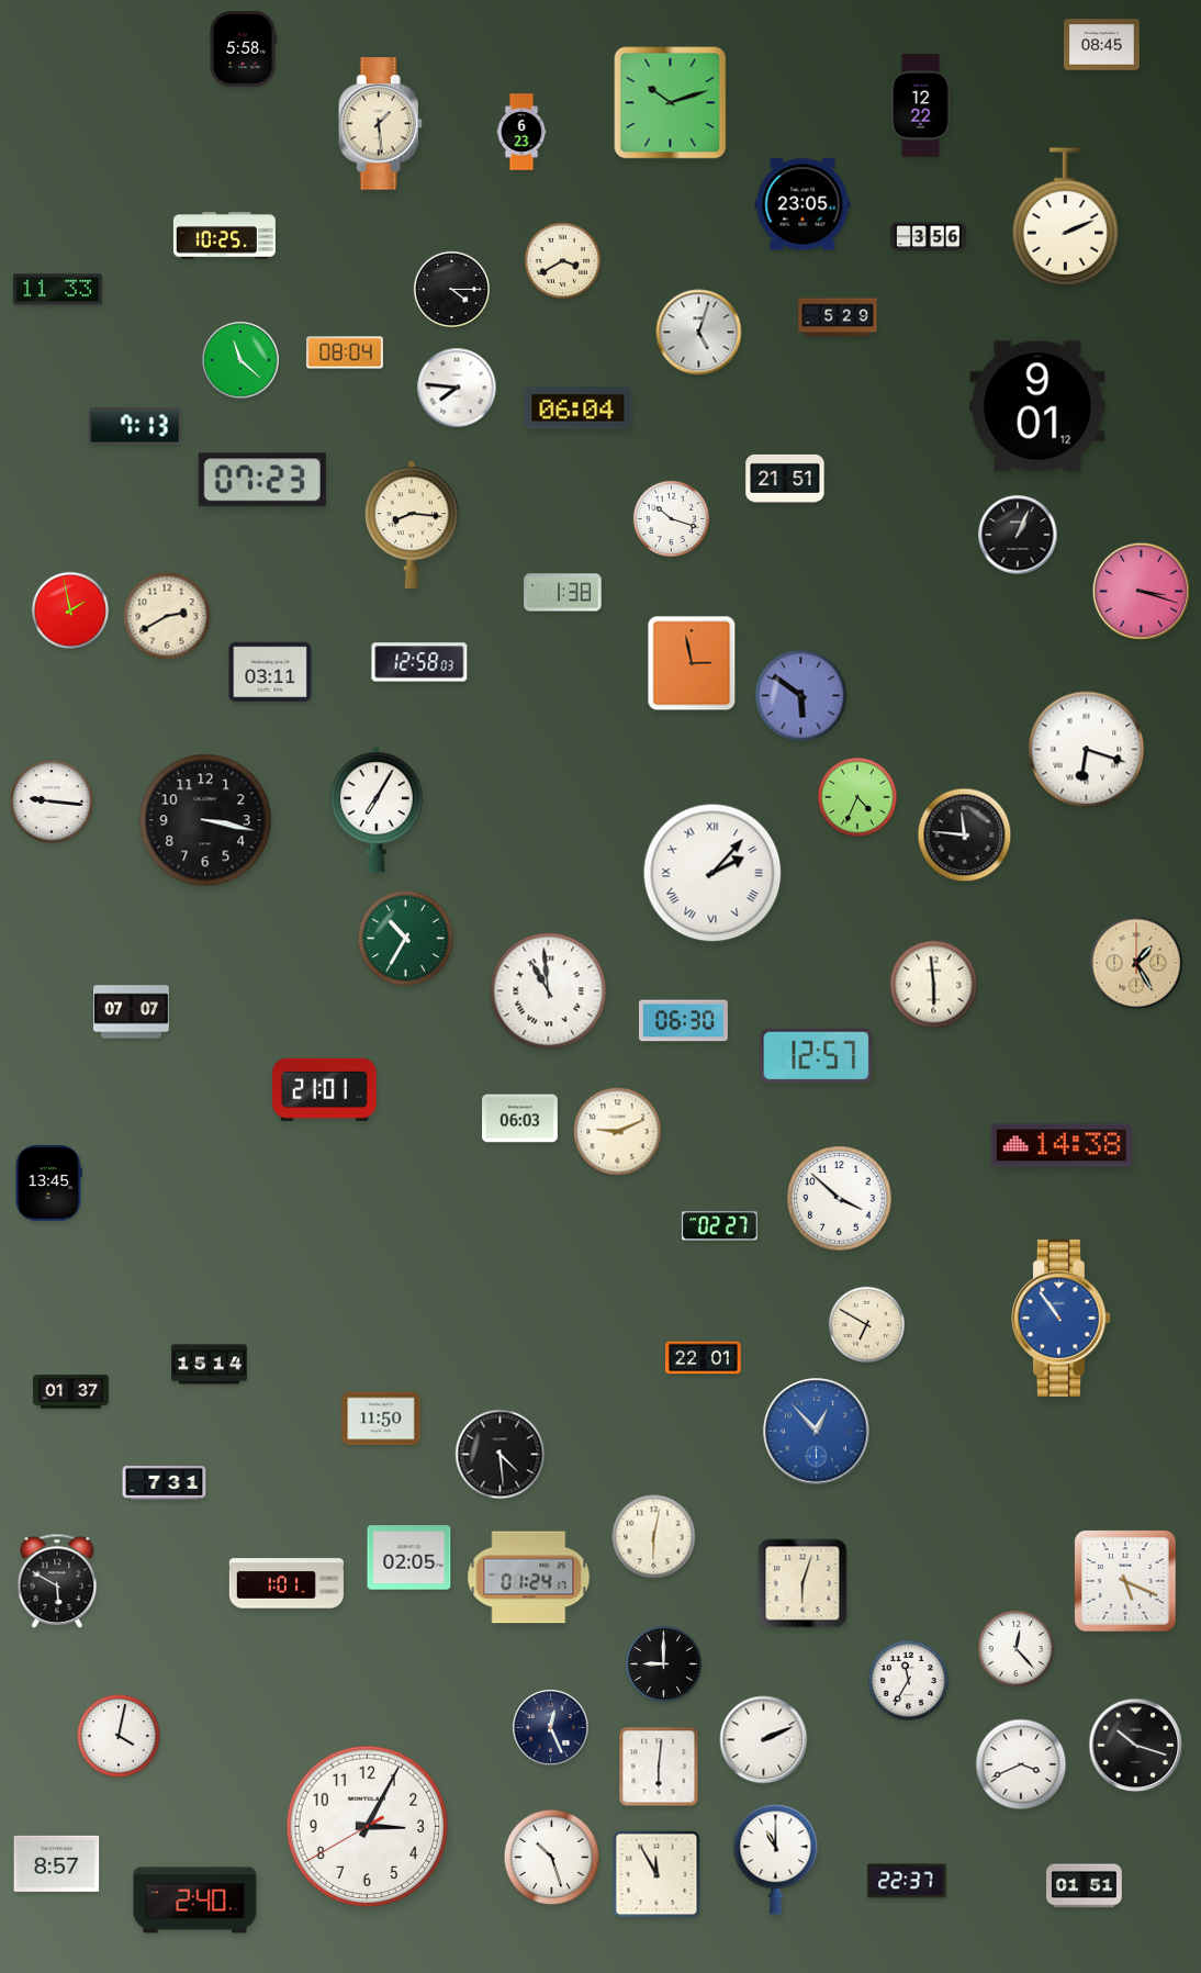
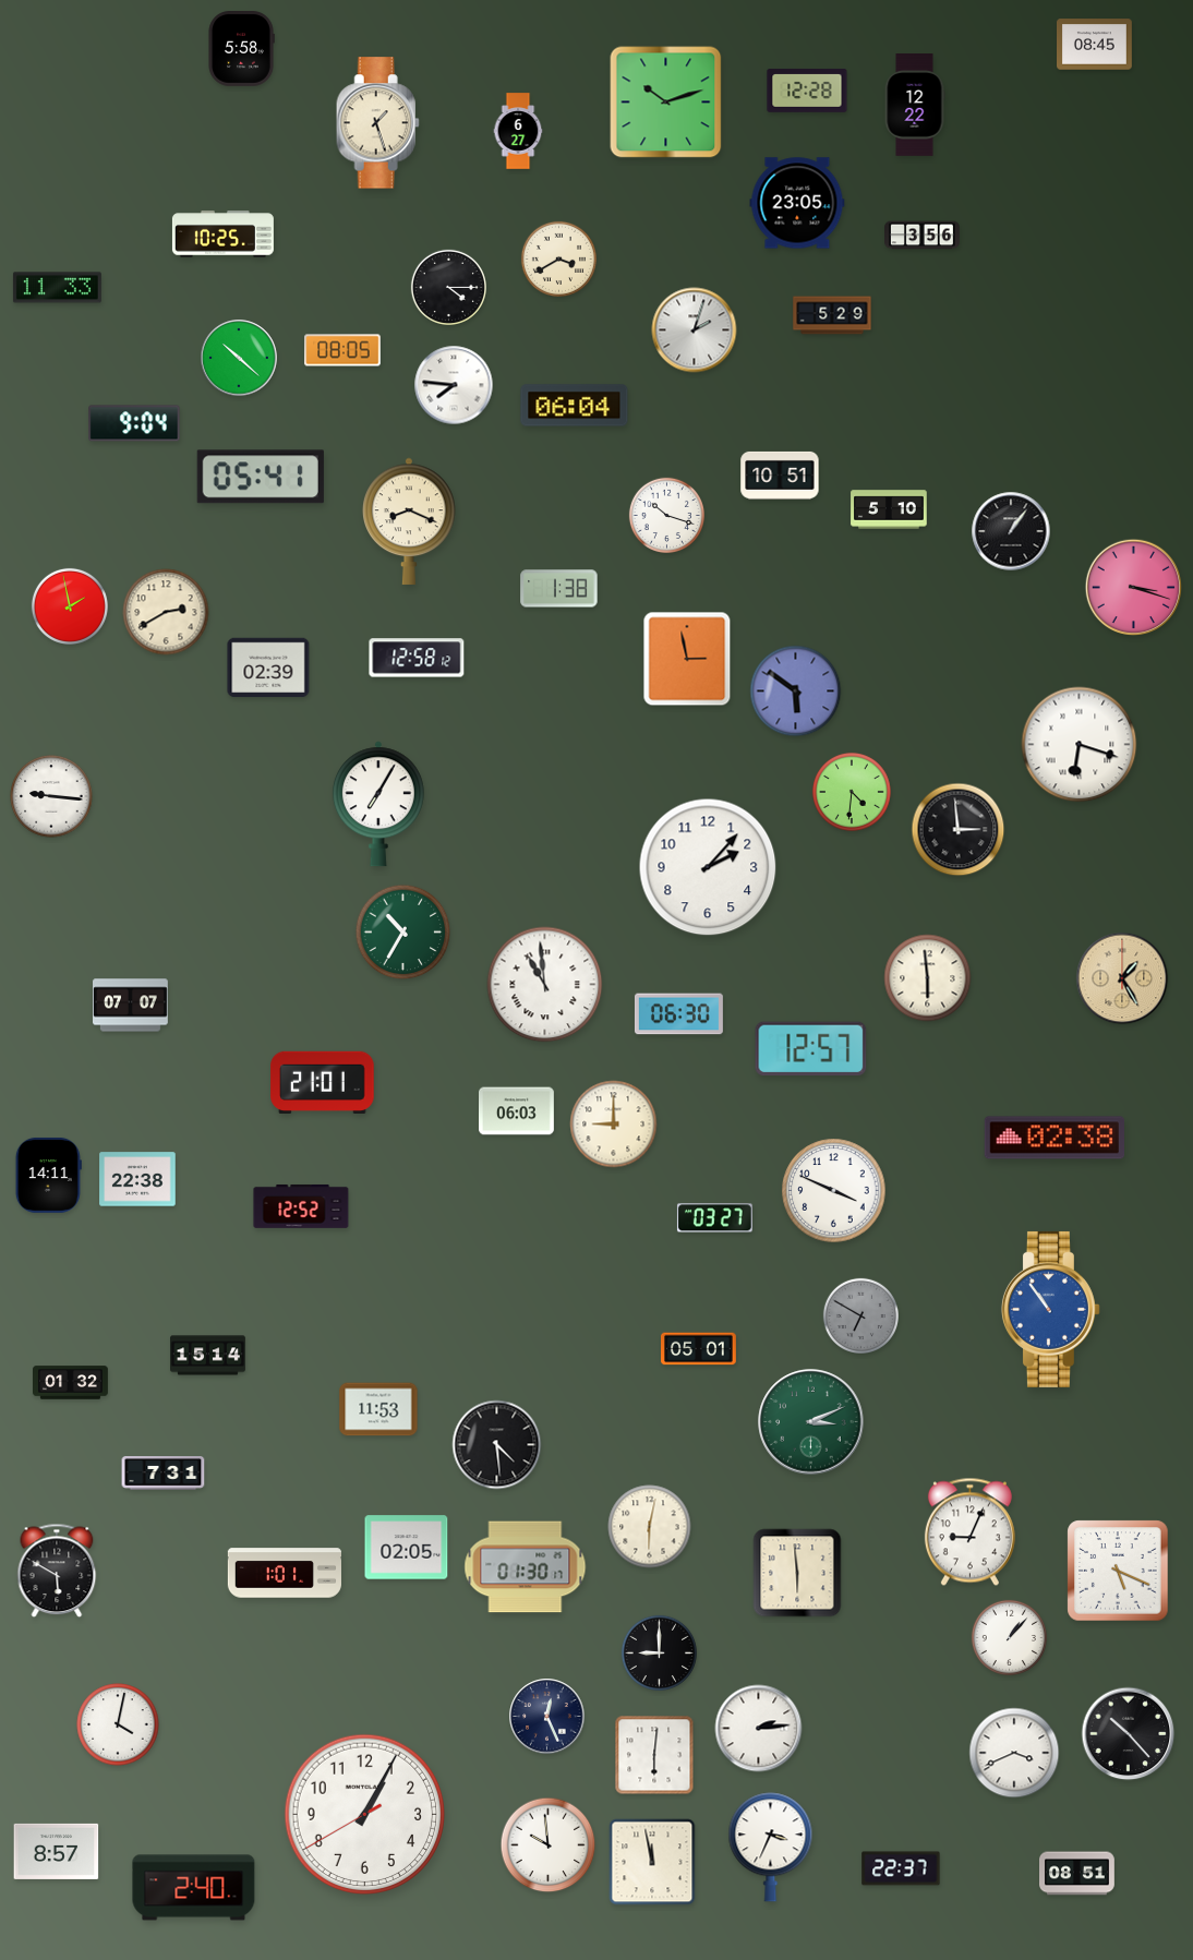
clock at (807, 91): none -> 12:28
clock at (380, 124): 1:29 -> 1:27
clock at (521, 132): 6:23 -> 6:27
clock at (1066, 216): 2:11 -> none
clock at (699, 333): 5:03 -> 2:03
clock at (345, 352): 08:04 -> 08:05
clock at (240, 360): 11:22 -> 10:22
clock at (1037, 406): 9:01 -> none
clock at (135, 426): 7:13 -> 9:04
clock at (785, 479): 21:51 -> 10:51
clock at (262, 480): 07:23 -> 05:41
clock at (889, 509): none -> 5:10
clock at (412, 525): 8:16 -> 8:19
clock at (1018, 535): 1:04 -> 1:06
clock at (419, 662): 12:58:03 -> 12:58:12
clock at (270, 672): 03:11 -> 02:39
clock at (857, 797): 4:34 -> 4:31
clock at (377, 809) position: (377, 809) -> (378, 804)
clock at (205, 820): 3:17 -> none
clock at (965, 836): 11:46 -> 2:59
clock at (712, 873) numerals: Roman -> Arabic
clock at (1136, 963) position: (1136, 963) -> (1122, 978)
clock at (618, 1132): 9:11 -> 9:00
clock at (1060, 1145): 14:38 -> 02:38
clock at (48, 1182): 13:45 -> 14:11
clock at (137, 1179): none -> 22:38
clock at (840, 1199): 3:52 -> 3:49
clock at (301, 1206): none -> 12:52
clock at (719, 1226): 02:27 -> 03:27
clock at (1060, 1318) position: (1060, 1318) -> (1050, 1309)
clock at (866, 1324) dial: cream -> grey
clock at (704, 1358): 22:01 -> 05:01
clock at (71, 1392): 01:37 -> 01:32
clock at (381, 1419): 11:50 -> 11:53
clock at (817, 1432): 12:53 -> 3:11
clock at (817, 1432) dial: blue -> green
clock at (969, 1532): none -> 9:04
clock at (529, 1578): 01:24 -> 01:30
clock at (802, 1583): 6:03 -> 5:59
clock at (1015, 1648): 12:23 -> 1:07
clock at (909, 1681): 11:35 -> none
clock at (764, 1740): 2:11 -> 2:14
clock at (1136, 1746): 10:18 -> 10:23
clock at (368, 1827): 3:04 -> 1:04
clock at (552, 1858): 10:27 -> 9:59
clock at (776, 1860): 11:00 -> 3:34
clock at (656, 1874): 11:55 -> 11:58
clock at (1085, 1886): 01:51 -> 08:51
